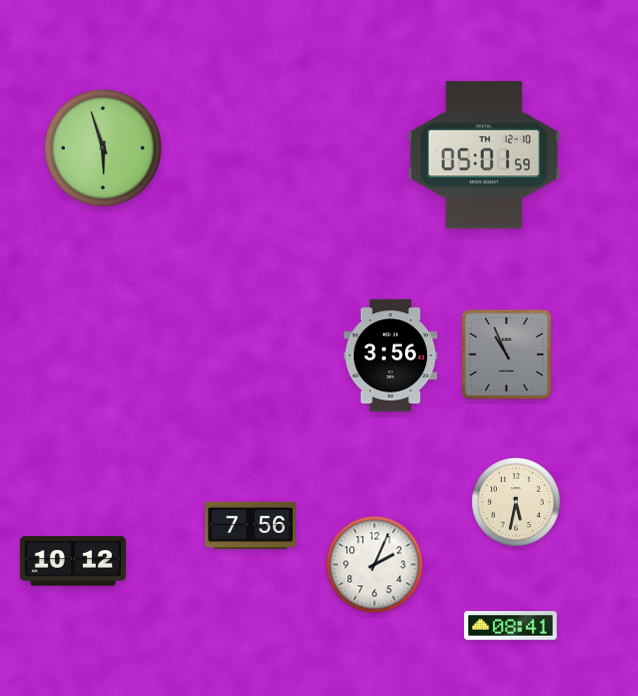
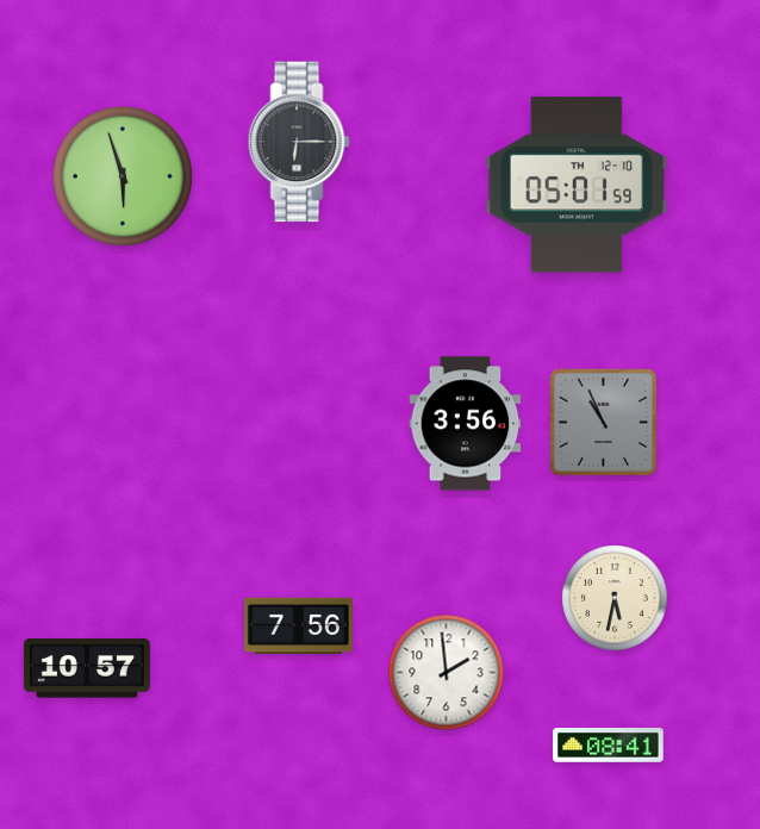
clock at (299, 142): none -> 6:15
clock at (73, 561): 10:12 -> 10:57
clock at (375, 565): 2:04 -> 1:59
